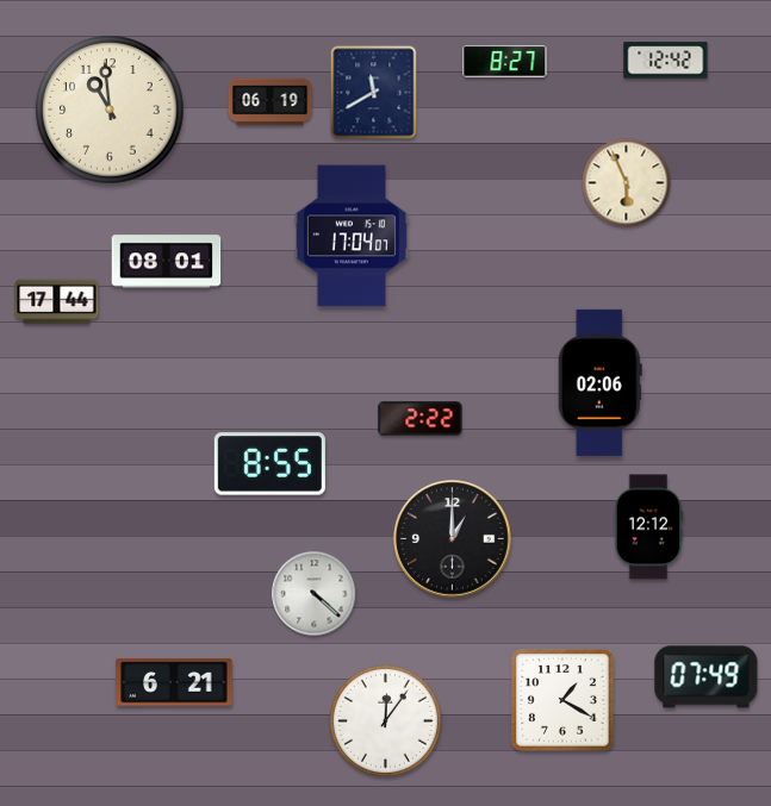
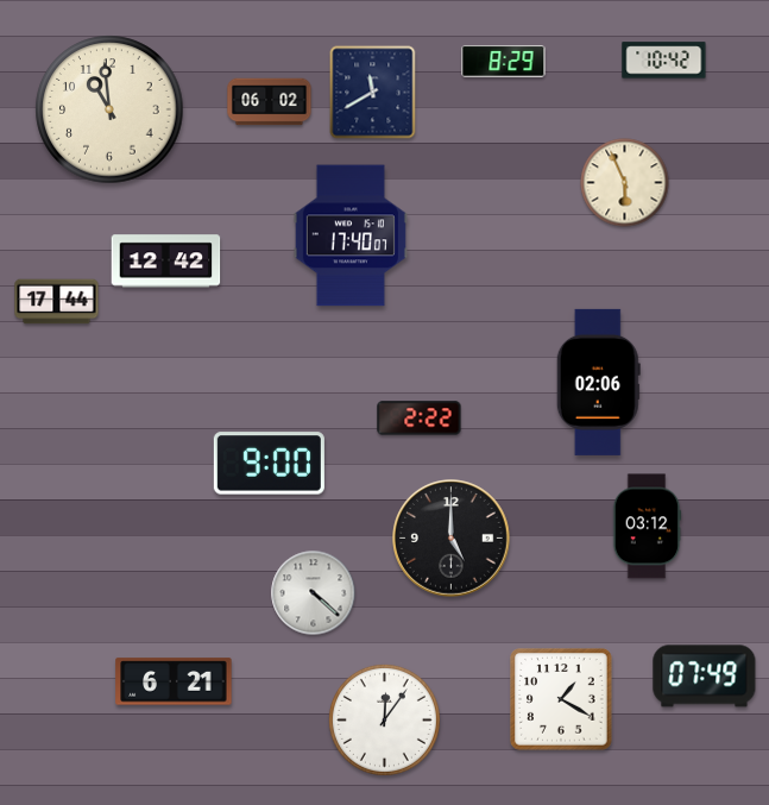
clock at (666, 61): 12:42 -> 10:42
clock at (505, 62): 8:27 -> 8:29
clock at (271, 102): 06:19 -> 06:02
clock at (352, 236): 17:04 -> 17:40
clock at (167, 262): 08:01 -> 12:42
clock at (269, 464): 8:55 -> 9:00
clock at (648, 527): 12:12 -> 03:12
clock at (453, 539): 1:00 -> 5:00
